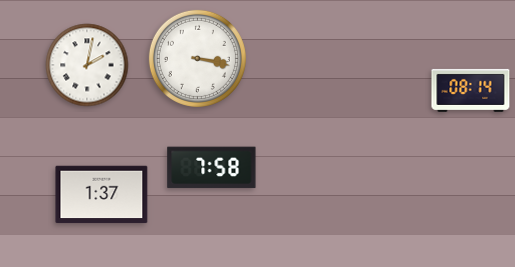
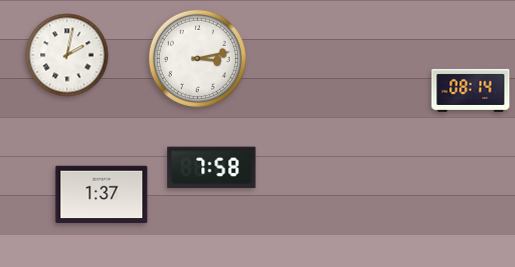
clock at (197, 58): 3:17 -> 3:13
clock at (87, 65) position: (87, 65) -> (67, 55)
